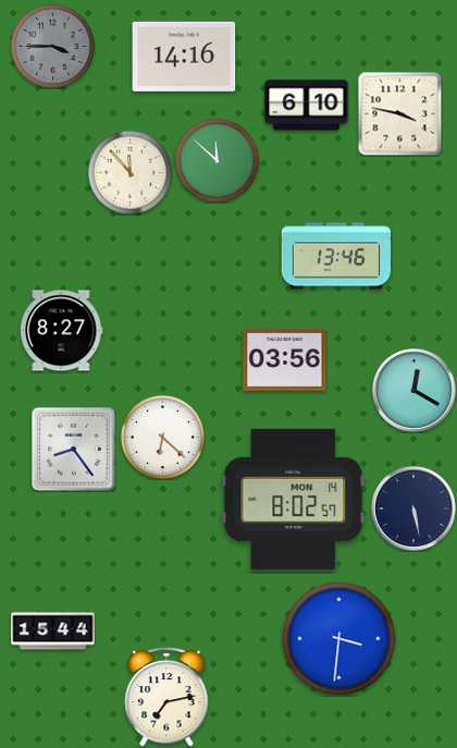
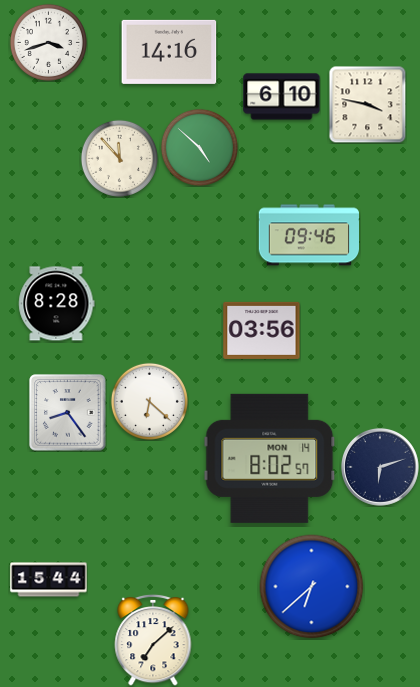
clock at (52, 46): 3:45 -> 3:42
clock at (52, 46) dial: grey -> white
clock at (217, 160): 11:52 -> 4:52
clock at (336, 256): 13:46 -> 09:46
clock at (62, 331): 8:27 -> 8:28
clock at (415, 391): 12:20 -> none
clock at (413, 508): 5:28 -> 6:12
clock at (339, 639): 3:31 -> 6:38
clock at (166, 697): 7:13 -> 7:08
